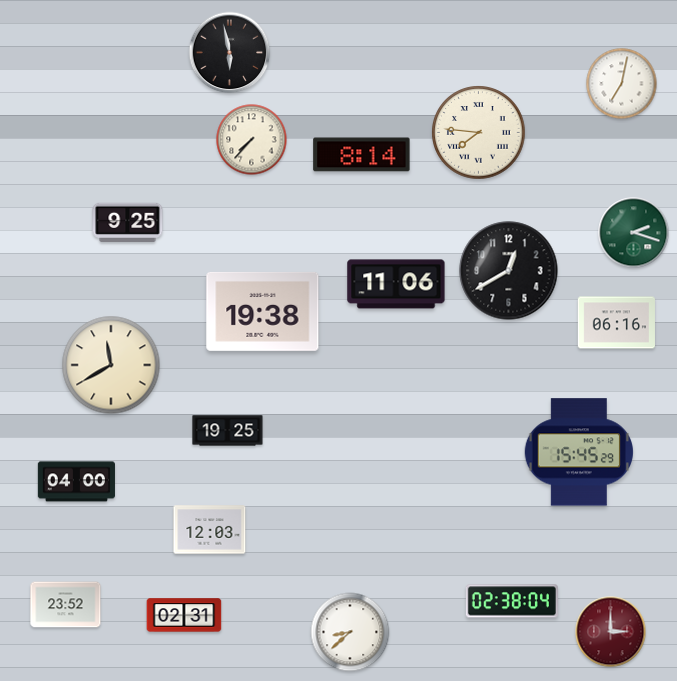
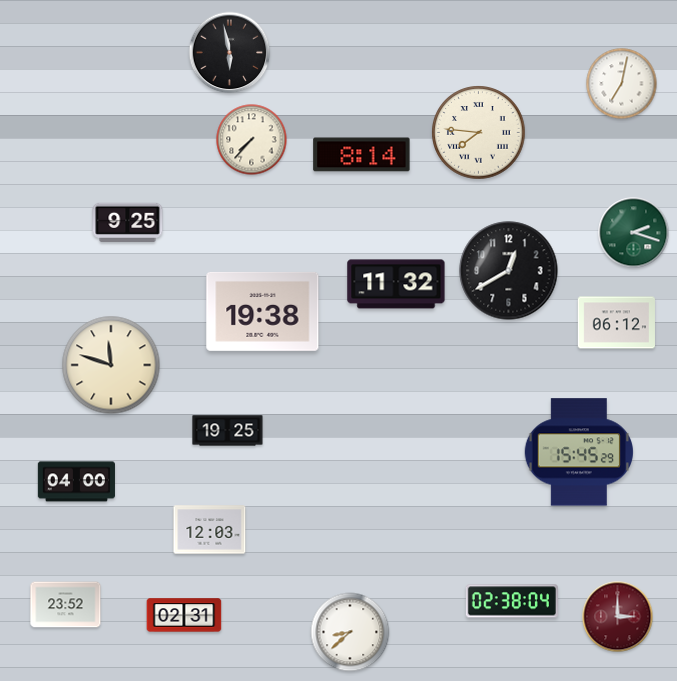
clock at (396, 284): 11:06 -> 11:32
clock at (616, 323): 06:16 -> 06:12
clock at (111, 365): 11:40 -> 11:48
clock at (611, 632) position: (611, 632) -> (618, 617)
